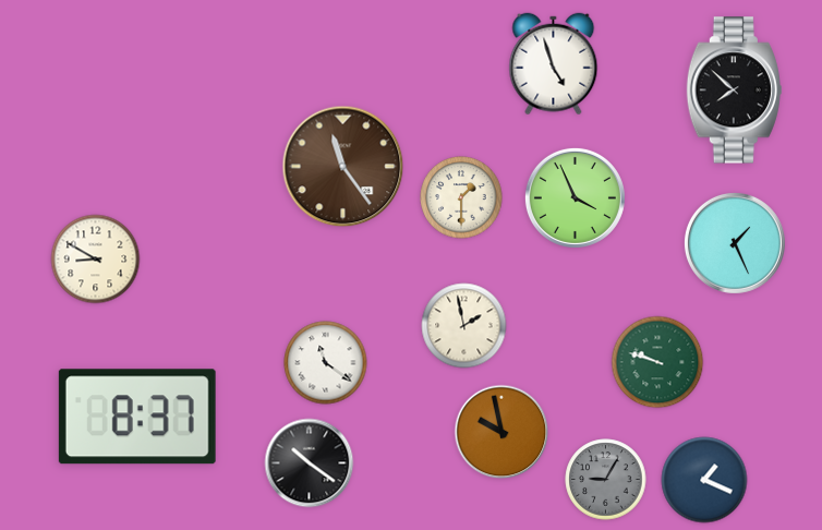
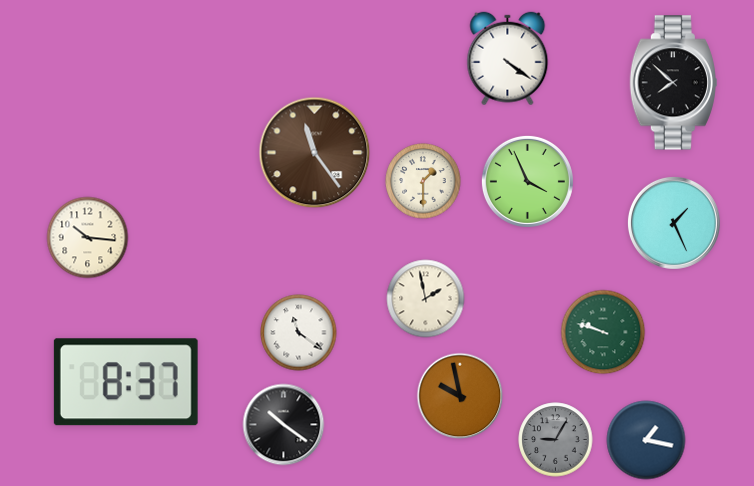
clock at (554, 64): 4:57 -> 4:21
clock at (96, 260): 8:50 -> 10:16
clock at (704, 480): 1:19 -> 1:17
